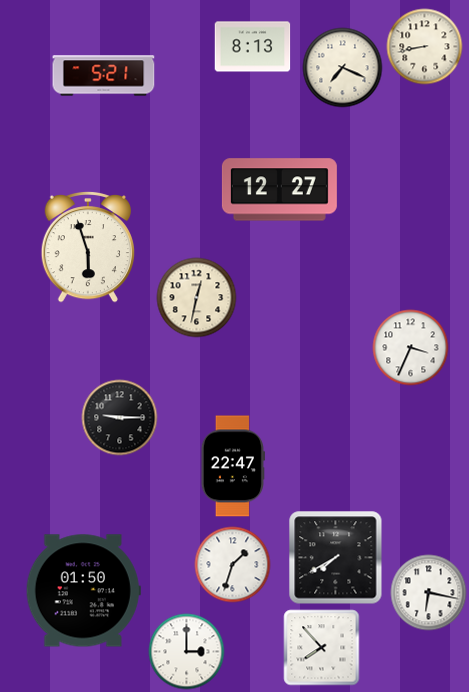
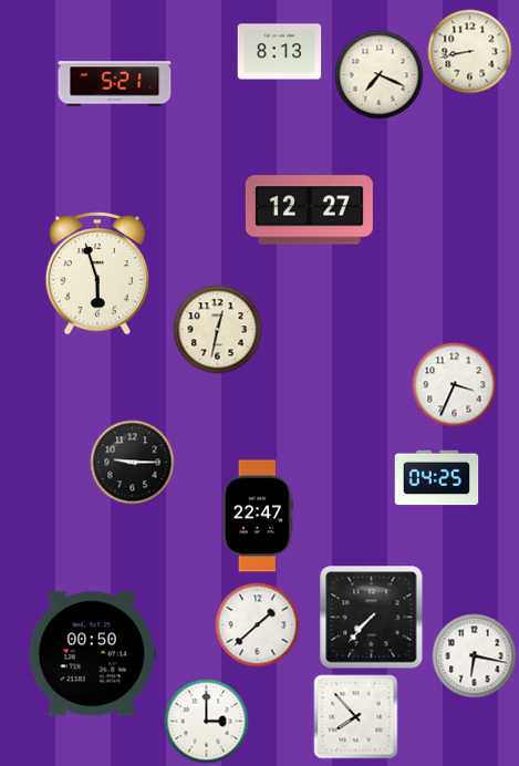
clock at (437, 478): none -> 04:25
clock at (336, 558): 7:40 -> 7:37
clock at (233, 565): 1:33 -> 1:38
clock at (83, 591): 01:50 -> 00:50
